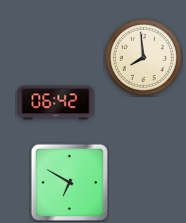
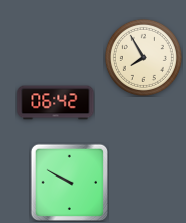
clock at (143, 57): 7:59 -> 7:55
clock at (69, 182): 6:50 -> 9:50
